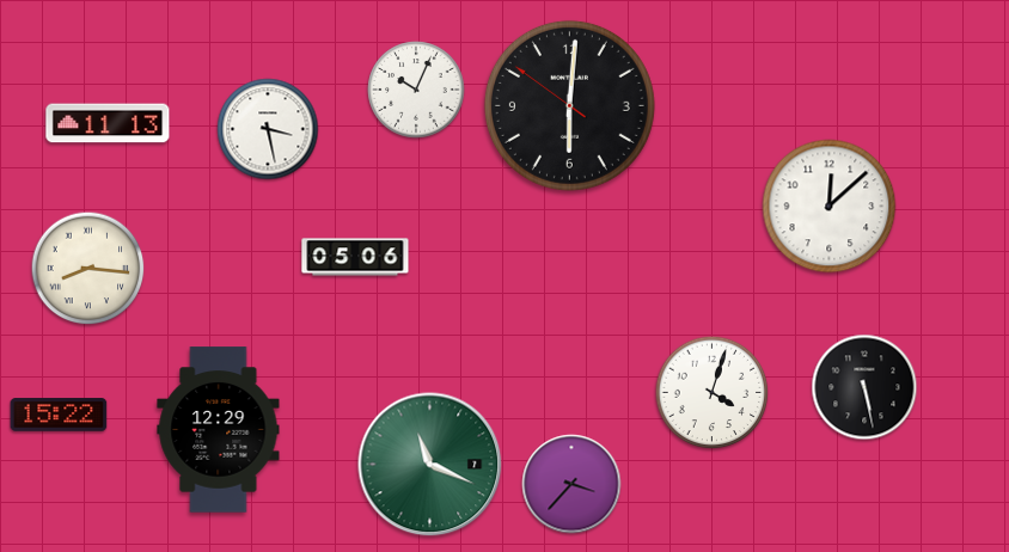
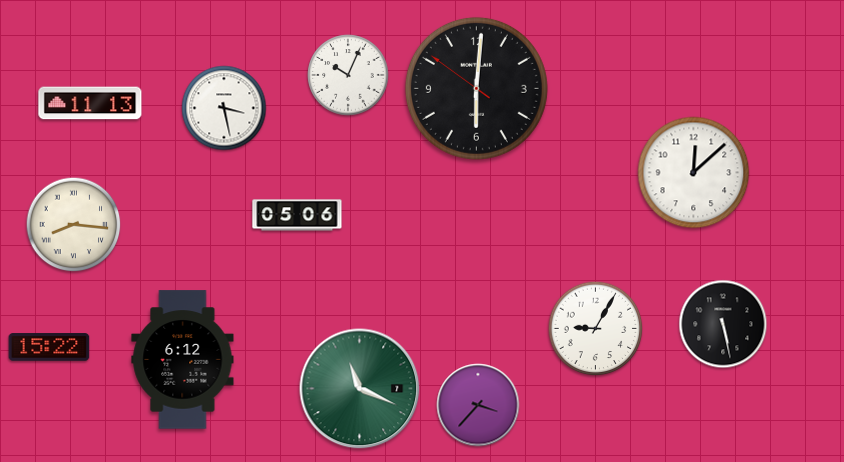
clock at (713, 393): 4:03 -> 9:05
clock at (219, 430): 12:29 -> 6:12
